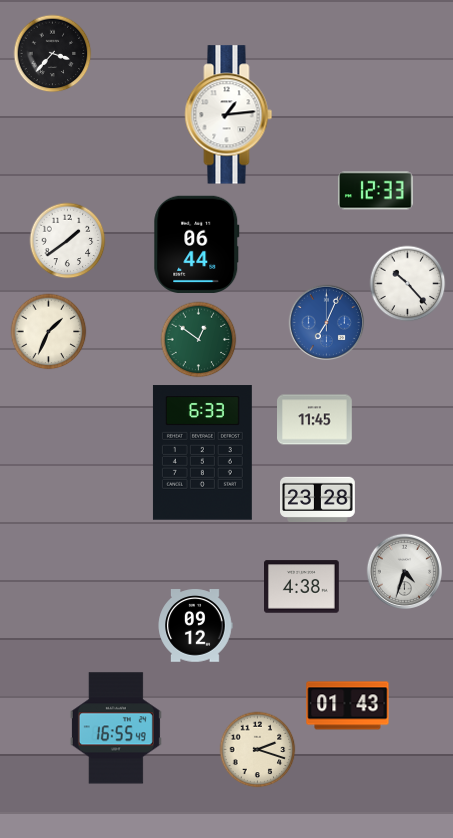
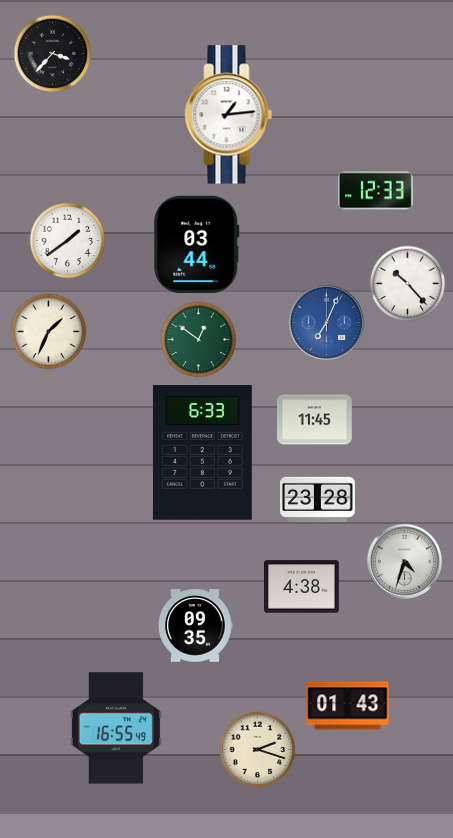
clock at (197, 244): 06:44 -> 03:44
clock at (404, 571) position: (404, 571) -> (404, 561)
clock at (195, 626): 09:12 -> 09:35
